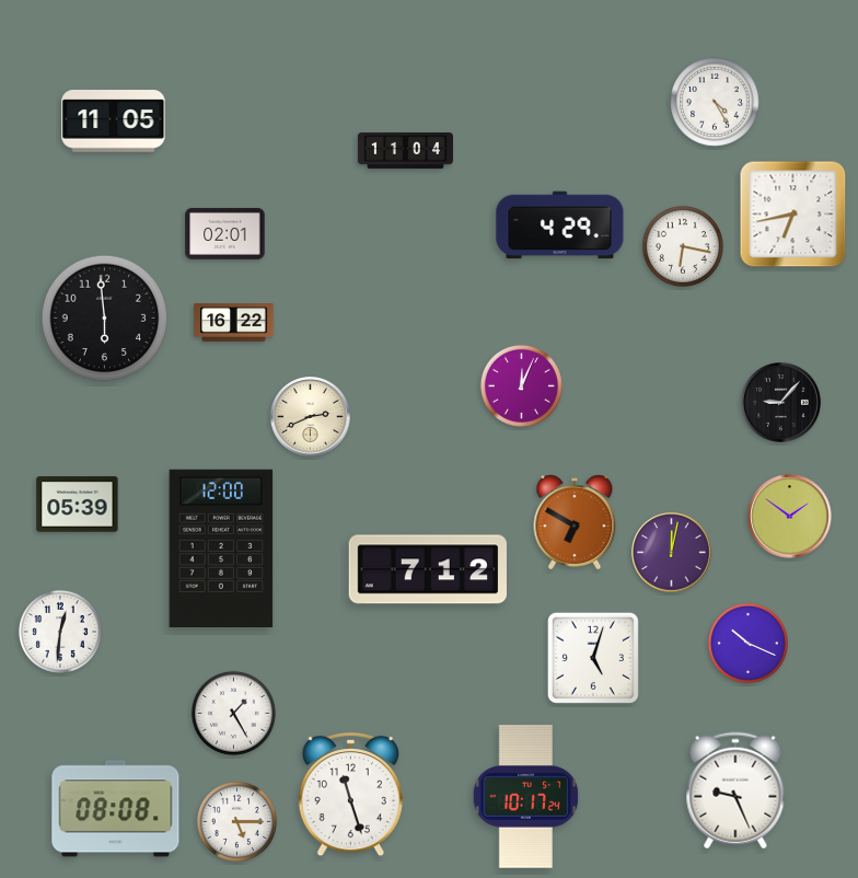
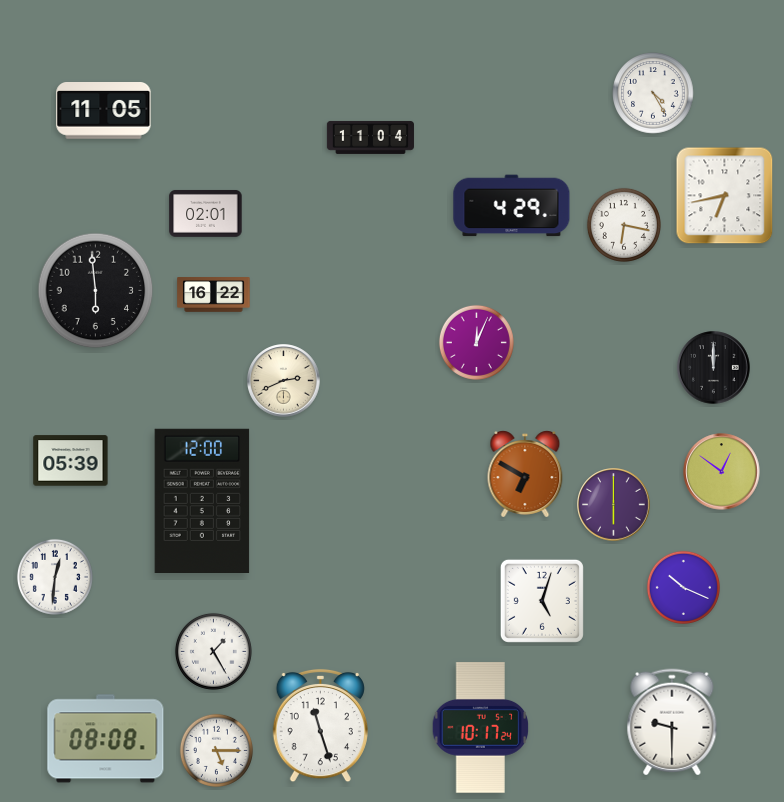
clock at (521, 385) position: (521, 385) -> (476, 342)
clock at (781, 403): 9:07 -> 12:00
clock at (790, 517): 1:51 -> 12:51
clock at (575, 522) position: (575, 522) -> (525, 474)
clock at (672, 553): 12:02 -> 6:00
clock at (428, 569): 7:12 -> none
clock at (735, 790): 9:26 -> 9:30
